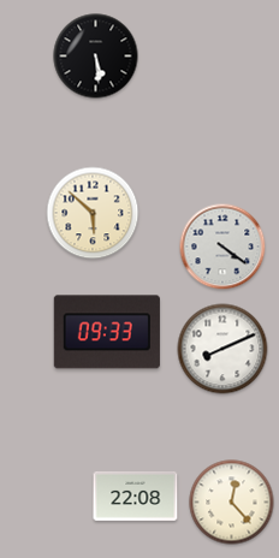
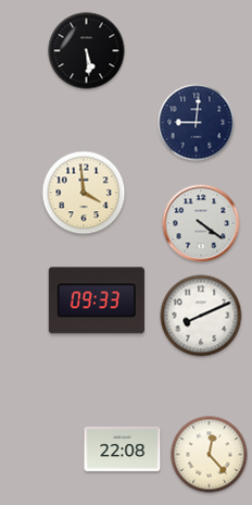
clock at (197, 123): none -> 9:01
clock at (93, 213): 5:52 -> 3:59
